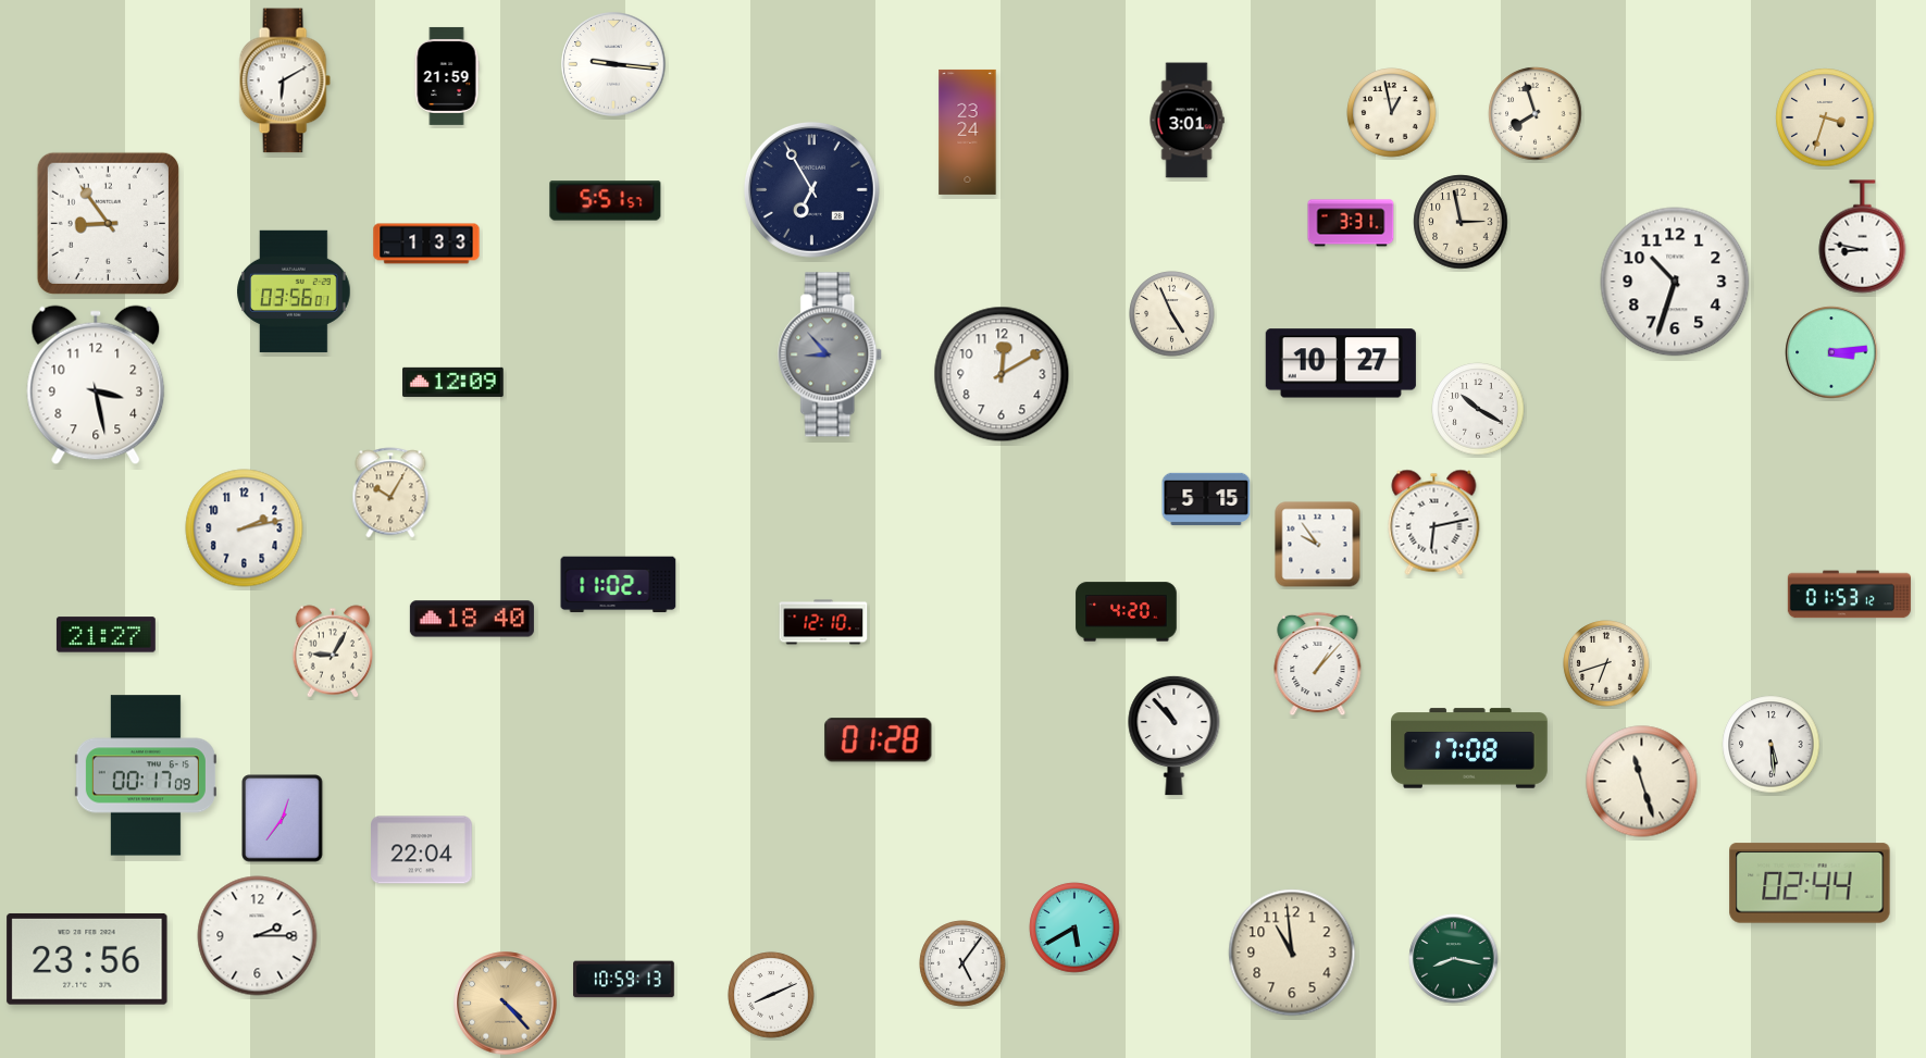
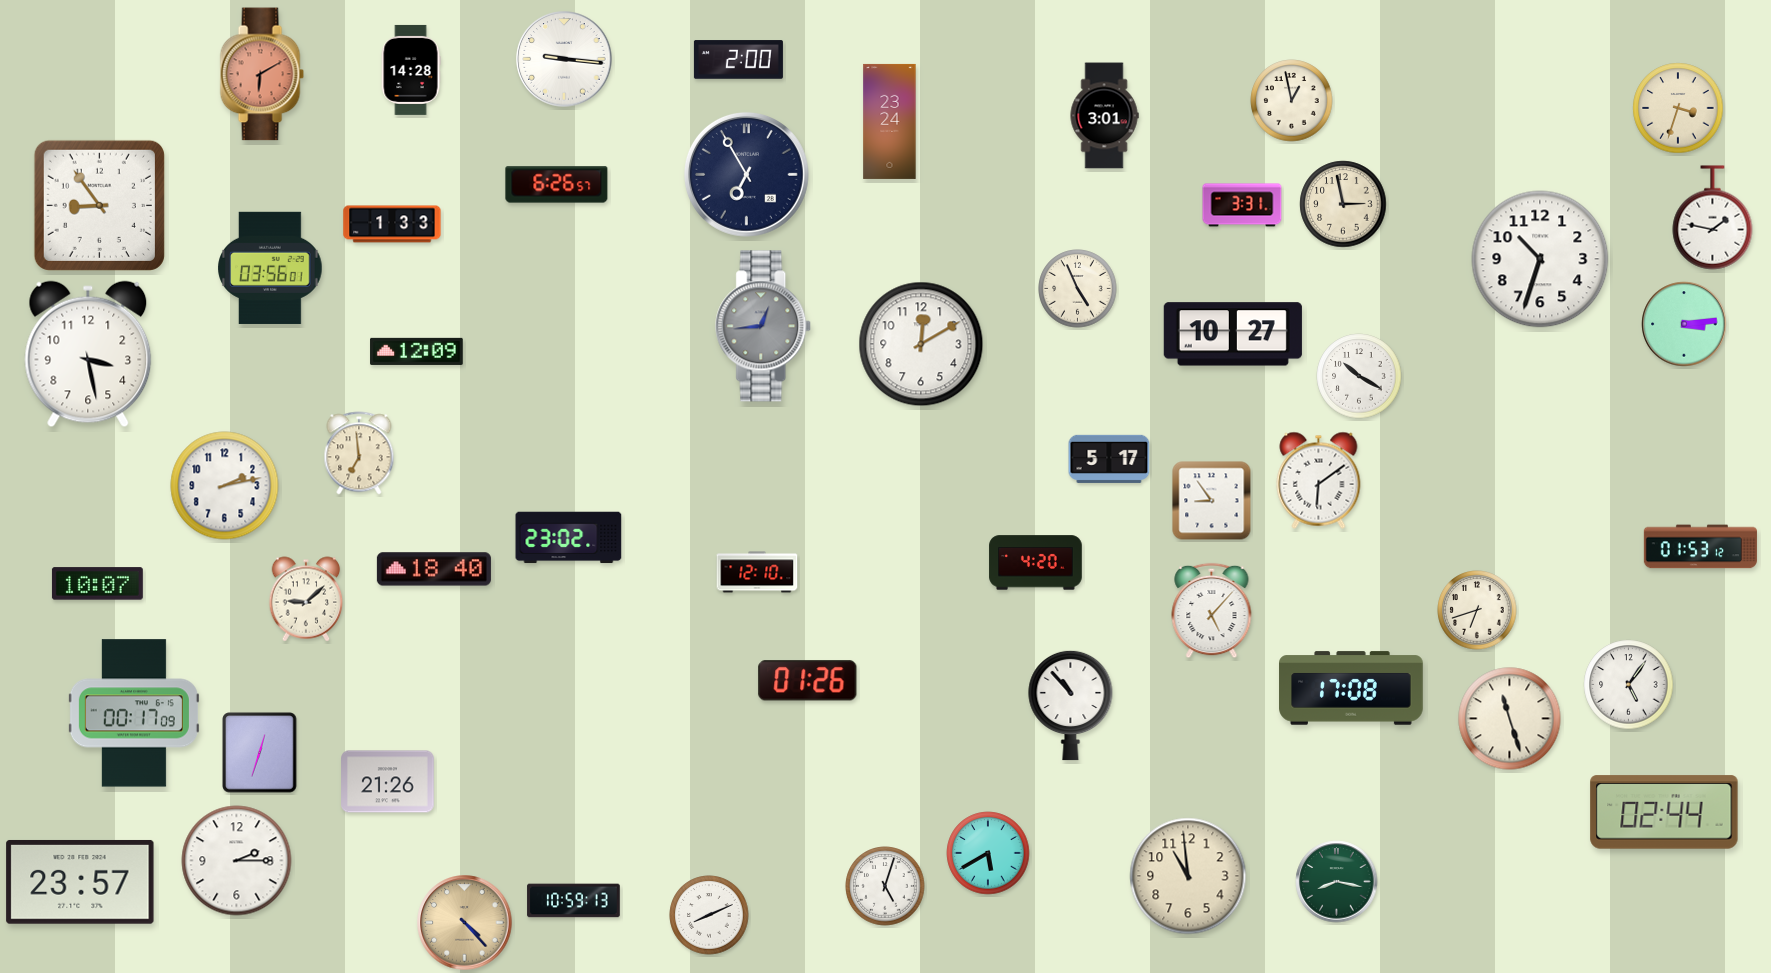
clock at (738, 60): none -> 2:00
clock at (447, 76): 21:59 -> 14:28
clock at (285, 80) dial: white -> salmon
clock at (1392, 113) position: (1392, 113) -> (1292, 101)
clock at (1536, 114): 7:57 -> none
clock at (1186, 121) position: (1186, 121) -> (1104, 116)
clock at (606, 201): 5:51 -> 6:26
clock at (1863, 237): 8:47 -> 1:47
clock at (831, 354): 8:53 -> 12:44
clock at (390, 493): 10:05 -> 6:59
clock at (1206, 499): 5:15 -> 5:17
clock at (1434, 522): 6:13 -> 6:09
clock at (1318, 545): 9:54 -> 8:54
clock at (619, 585): 11:02 -> 23:02
clock at (105, 635): 21:27 -> 10:07
clock at (333, 651): 9:05 -> 9:08
clock at (1318, 664): 1:07 -> 5:07
clock at (1175, 735) position: (1175, 735) -> (1071, 705)
clock at (879, 740): 01:28 -> 01:26
clock at (1772, 745): 5:29 -> 5:06
clock at (283, 819): 12:36 -> 12:33
clock at (422, 850): 22:04 -> 21:26
clock at (87, 959): 23:56 -> 23:57
clock at (962, 963): 5:06 -> 5:03
